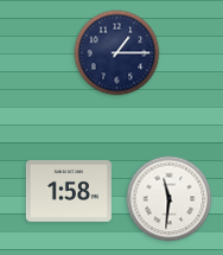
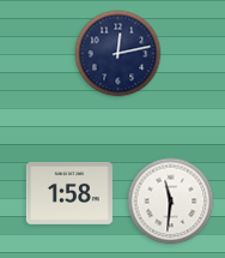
clock at (117, 53): 1:15 -> 12:13
